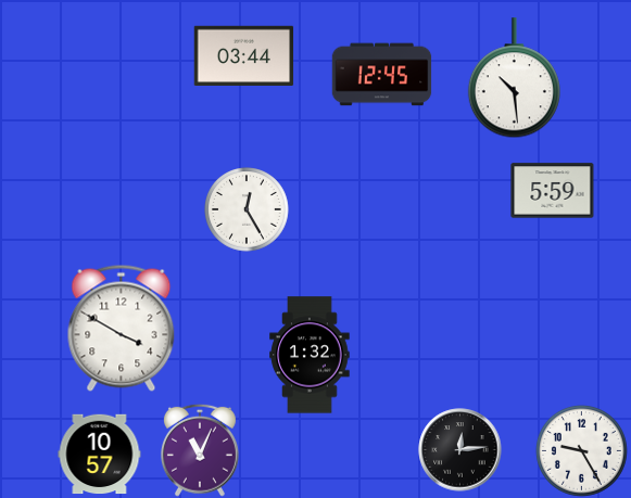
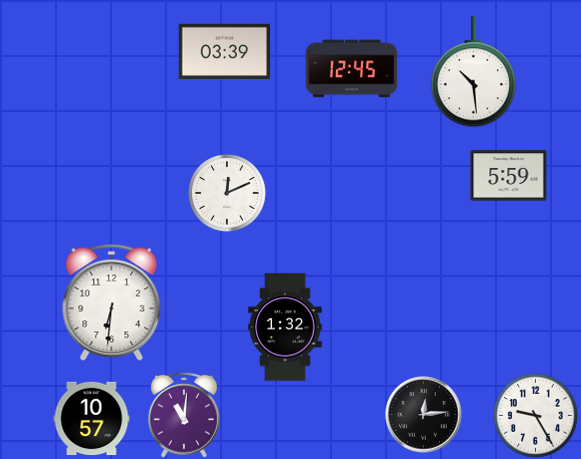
clock at (244, 55): 03:44 -> 03:39
clock at (248, 210): 12:25 -> 12:11
clock at (122, 328): 3:50 -> 6:31
clock at (200, 450): 11:04 -> 11:01
